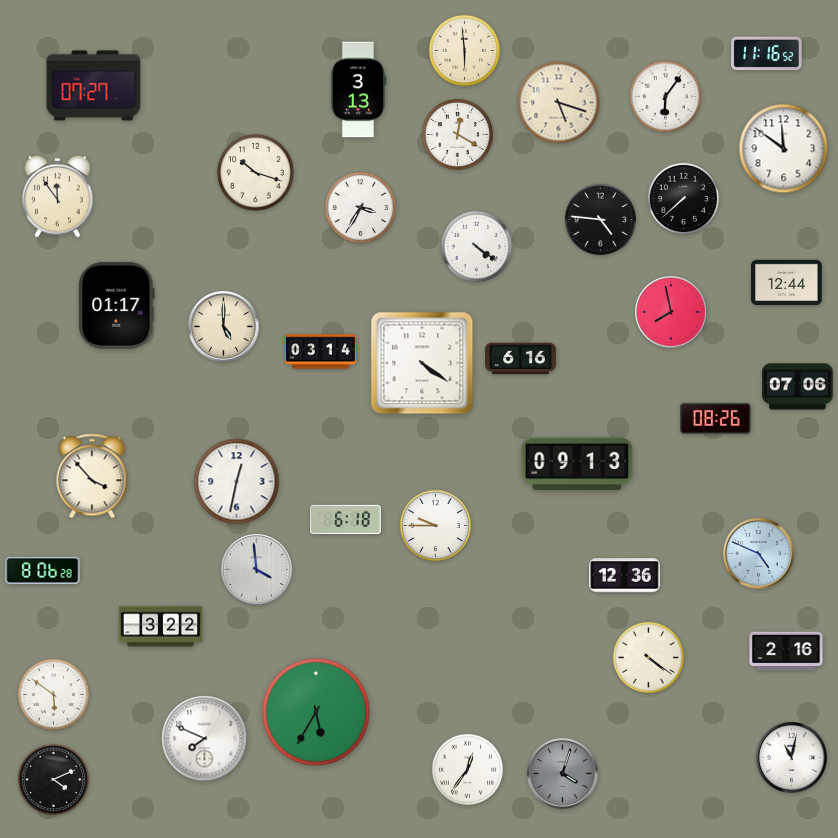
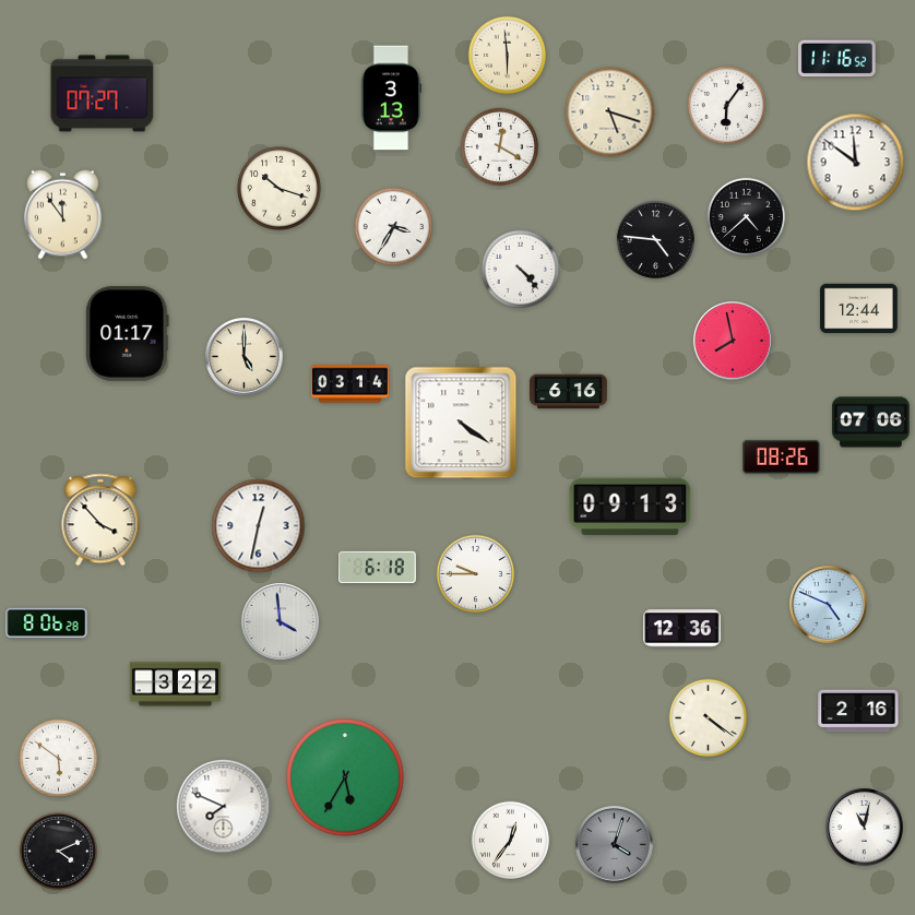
clock at (683, 198): 7:38 -> 4:38
clock at (476, 246): 4:21 -> 4:23
clock at (422, 363) position: (422, 363) -> (461, 423)
